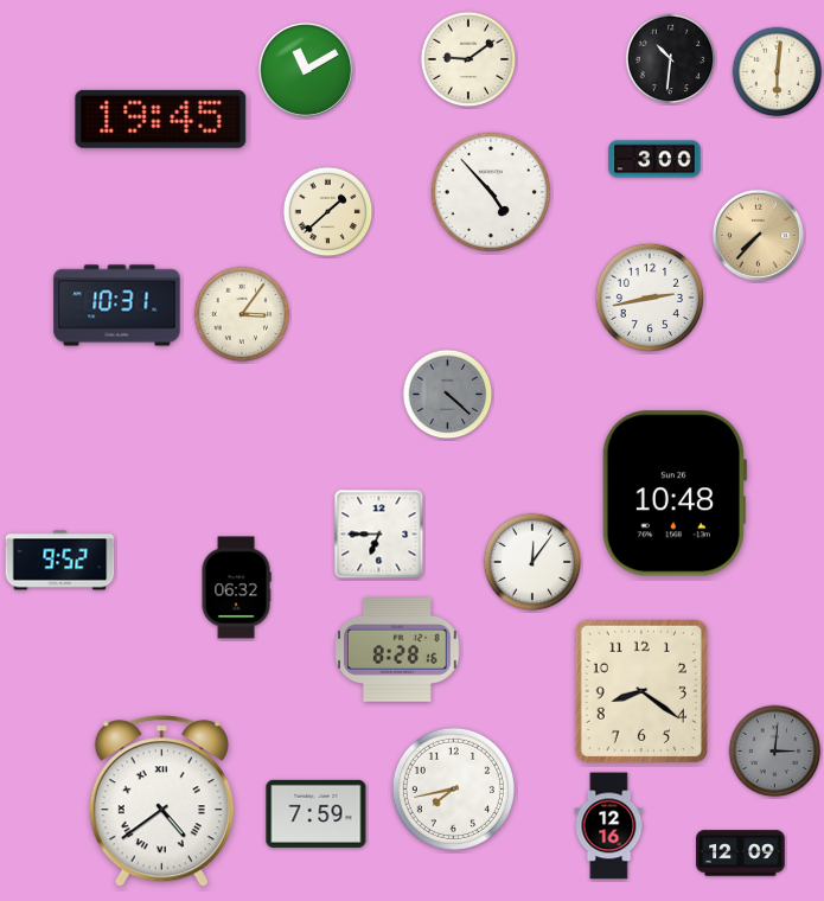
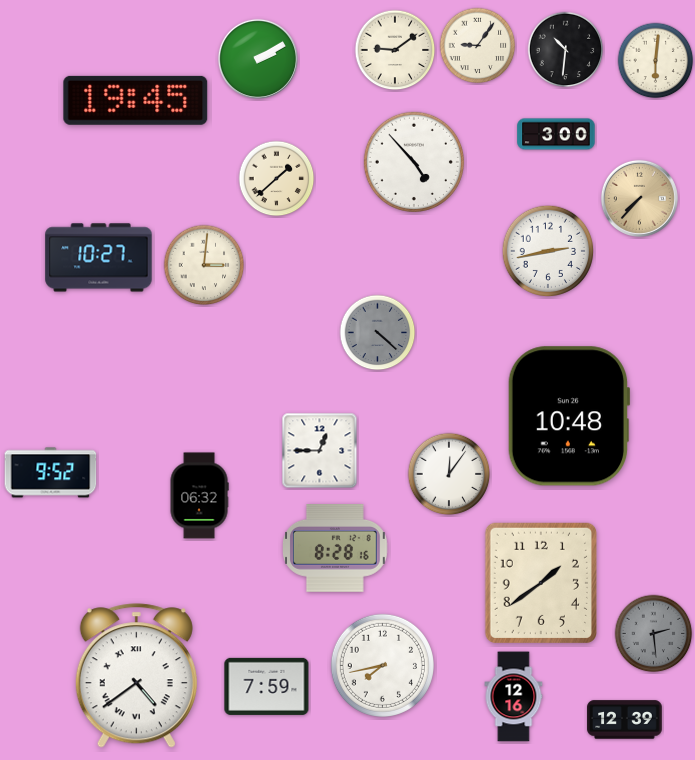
clock at (478, 46): none -> 9:06
clock at (306, 70): 11:10 -> 2:10
clock at (654, 159) position: (654, 159) -> (556, 134)
clock at (117, 306): 10:31 -> 10:27
clock at (242, 314): 3:06 -> 3:01
clock at (379, 535): 6:45 -> 12:45
clock at (641, 691): 8:21 -> 1:39
clock at (775, 752): 3:01 -> 2:29
clock at (741, 854): 12:09 -> 12:39
